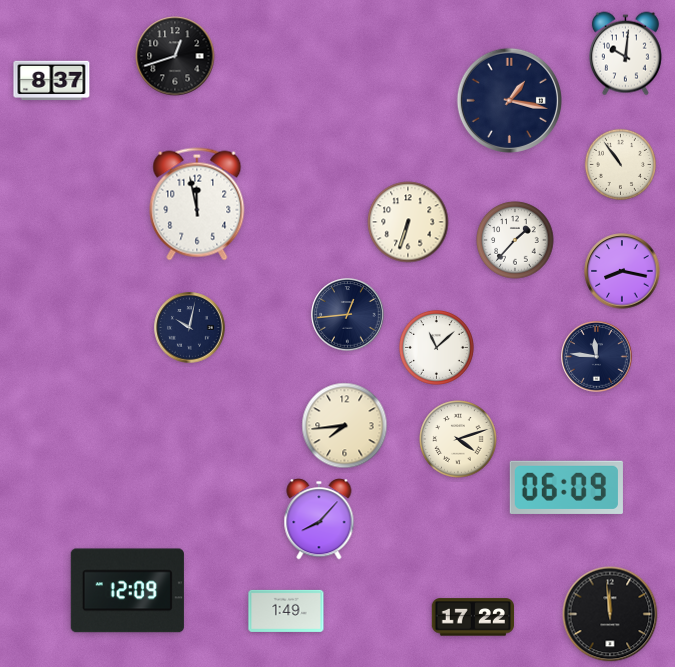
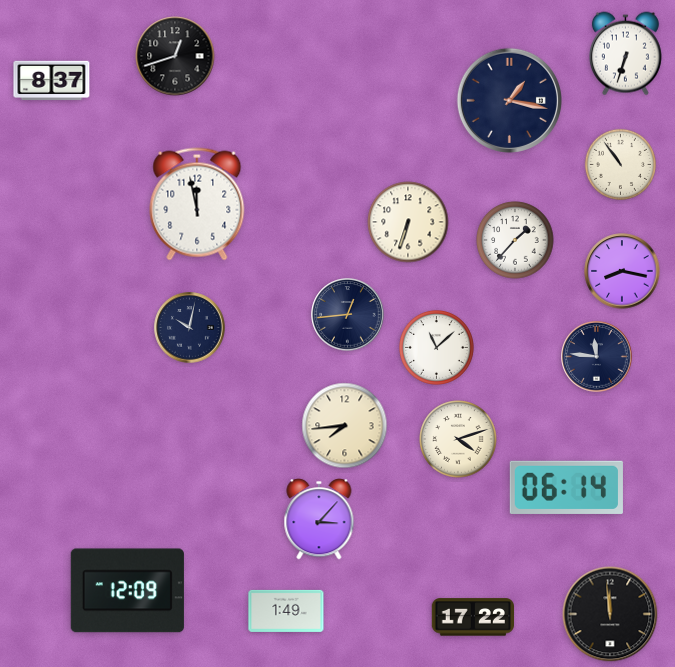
clock at (625, 54): 10:01 -> 6:33
clock at (566, 487): 06:09 -> 06:14
clock at (319, 519): 8:07 -> 3:07
